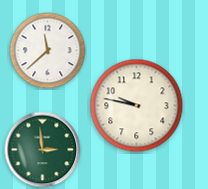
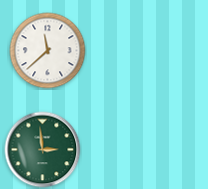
clock at (137, 106): 9:47 -> none
